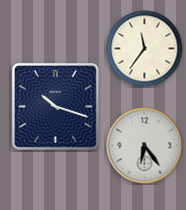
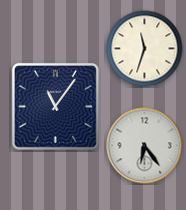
clock at (145, 49): 11:36 -> 11:33
clock at (55, 106): 10:18 -> 11:06
